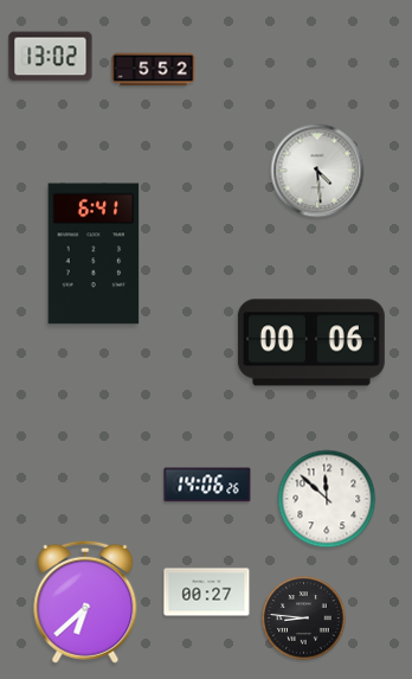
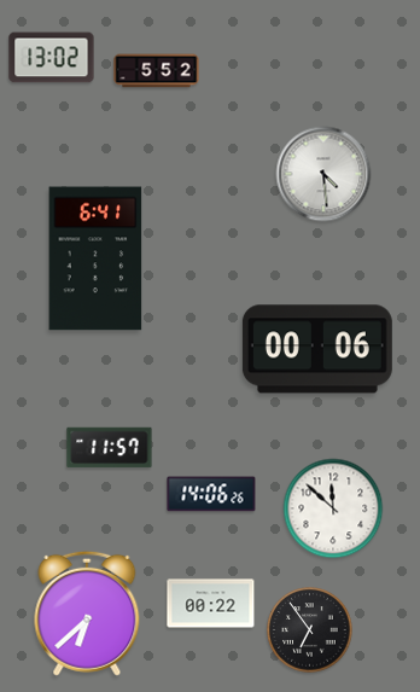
clock at (110, 448): none -> 11:57
clock at (207, 592): 00:27 -> 00:22
clock at (304, 619): 8:46 -> 6:54
